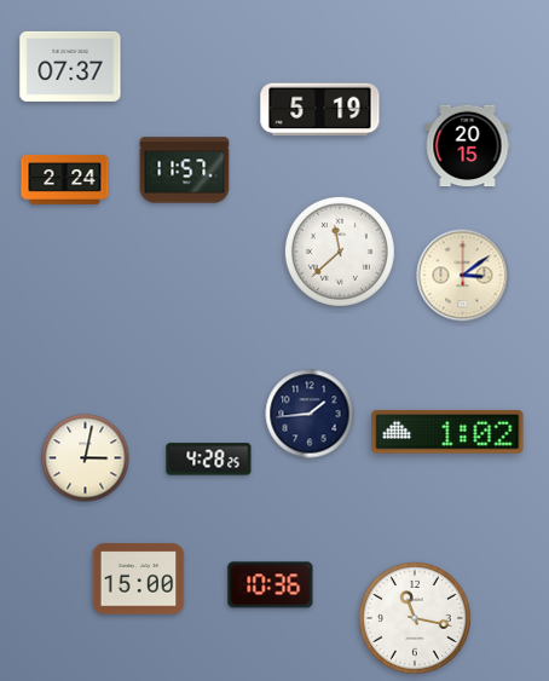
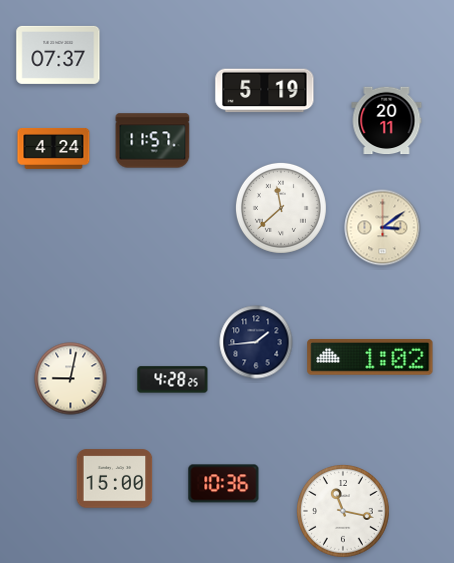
clock at (468, 146): 20:15 -> 20:11
clock at (65, 180): 2:24 -> 4:24
clock at (86, 458): 3:02 -> 9:02
